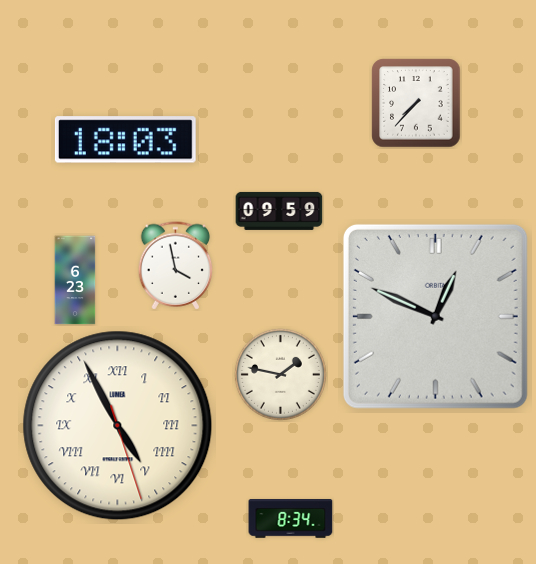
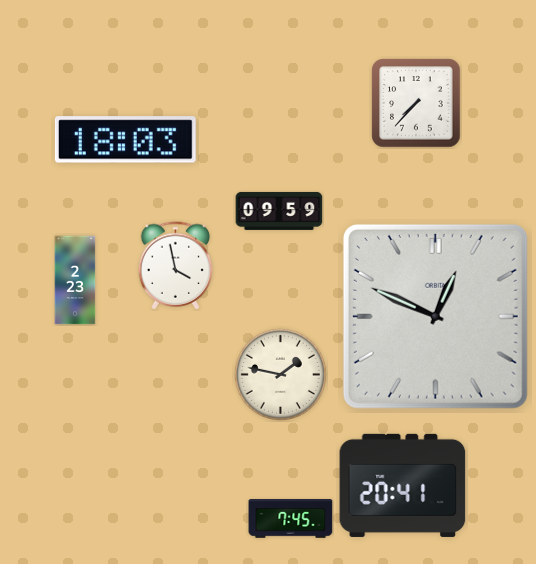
clock at (75, 280): 6:23 -> 2:23
clock at (118, 426): 4:55 -> none
clock at (403, 485): none -> 20:41
clock at (291, 519): 8:34 -> 7:45
